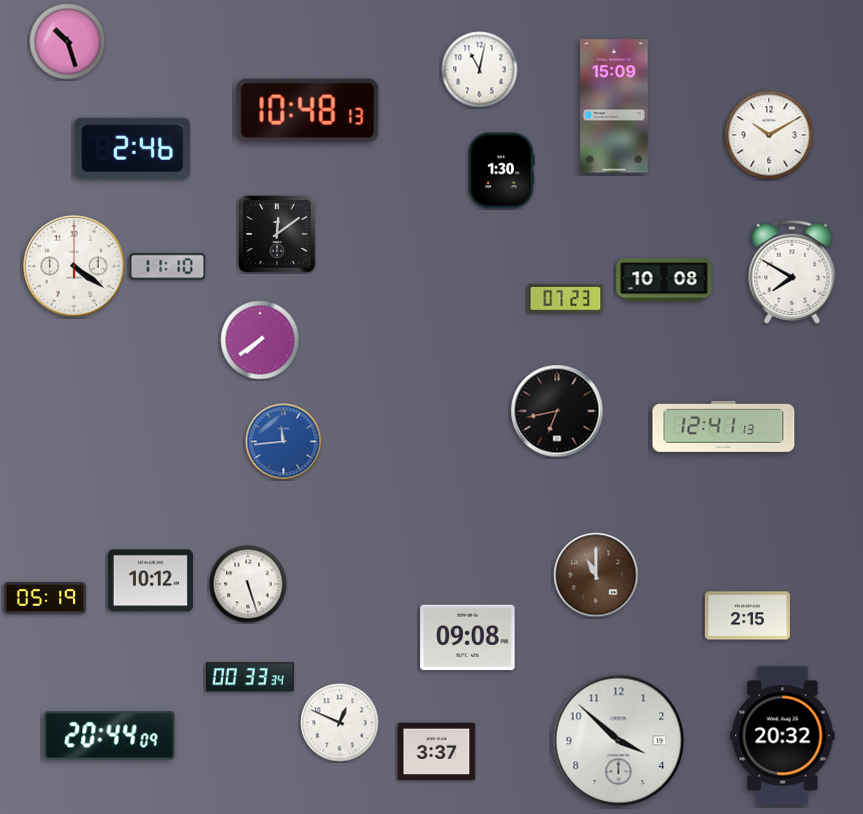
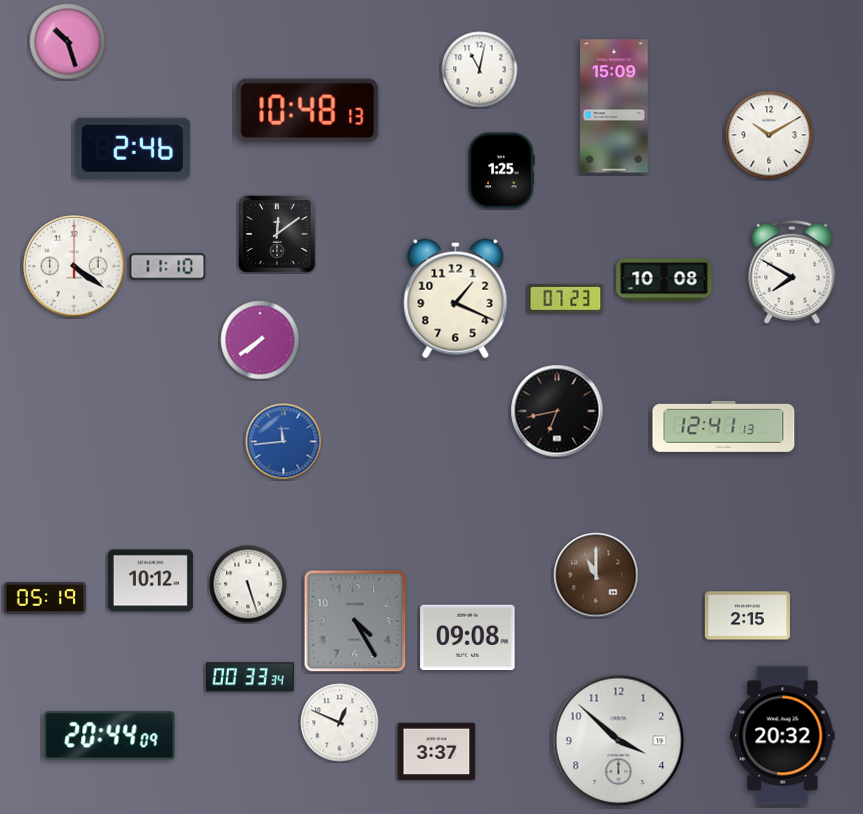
clock at (501, 171): 1:30 -> 1:25
clock at (456, 299): none -> 1:19
clock at (355, 621): none -> 4:25
